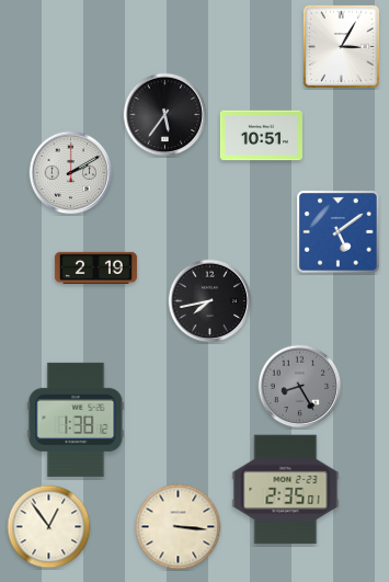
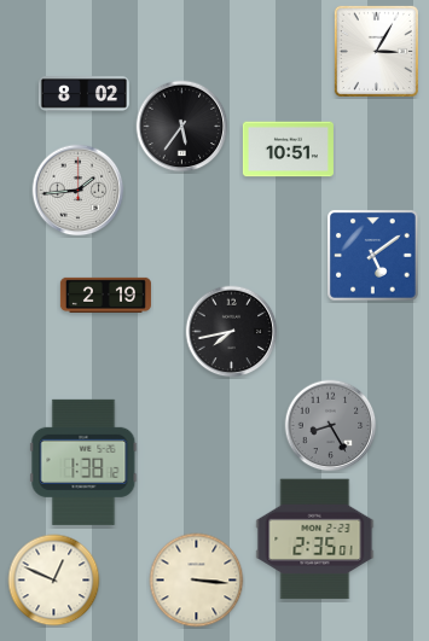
clock at (83, 94): none -> 8:02
clock at (71, 173): 2:10 -> 1:44
clock at (49, 527): 12:54 -> 12:49
